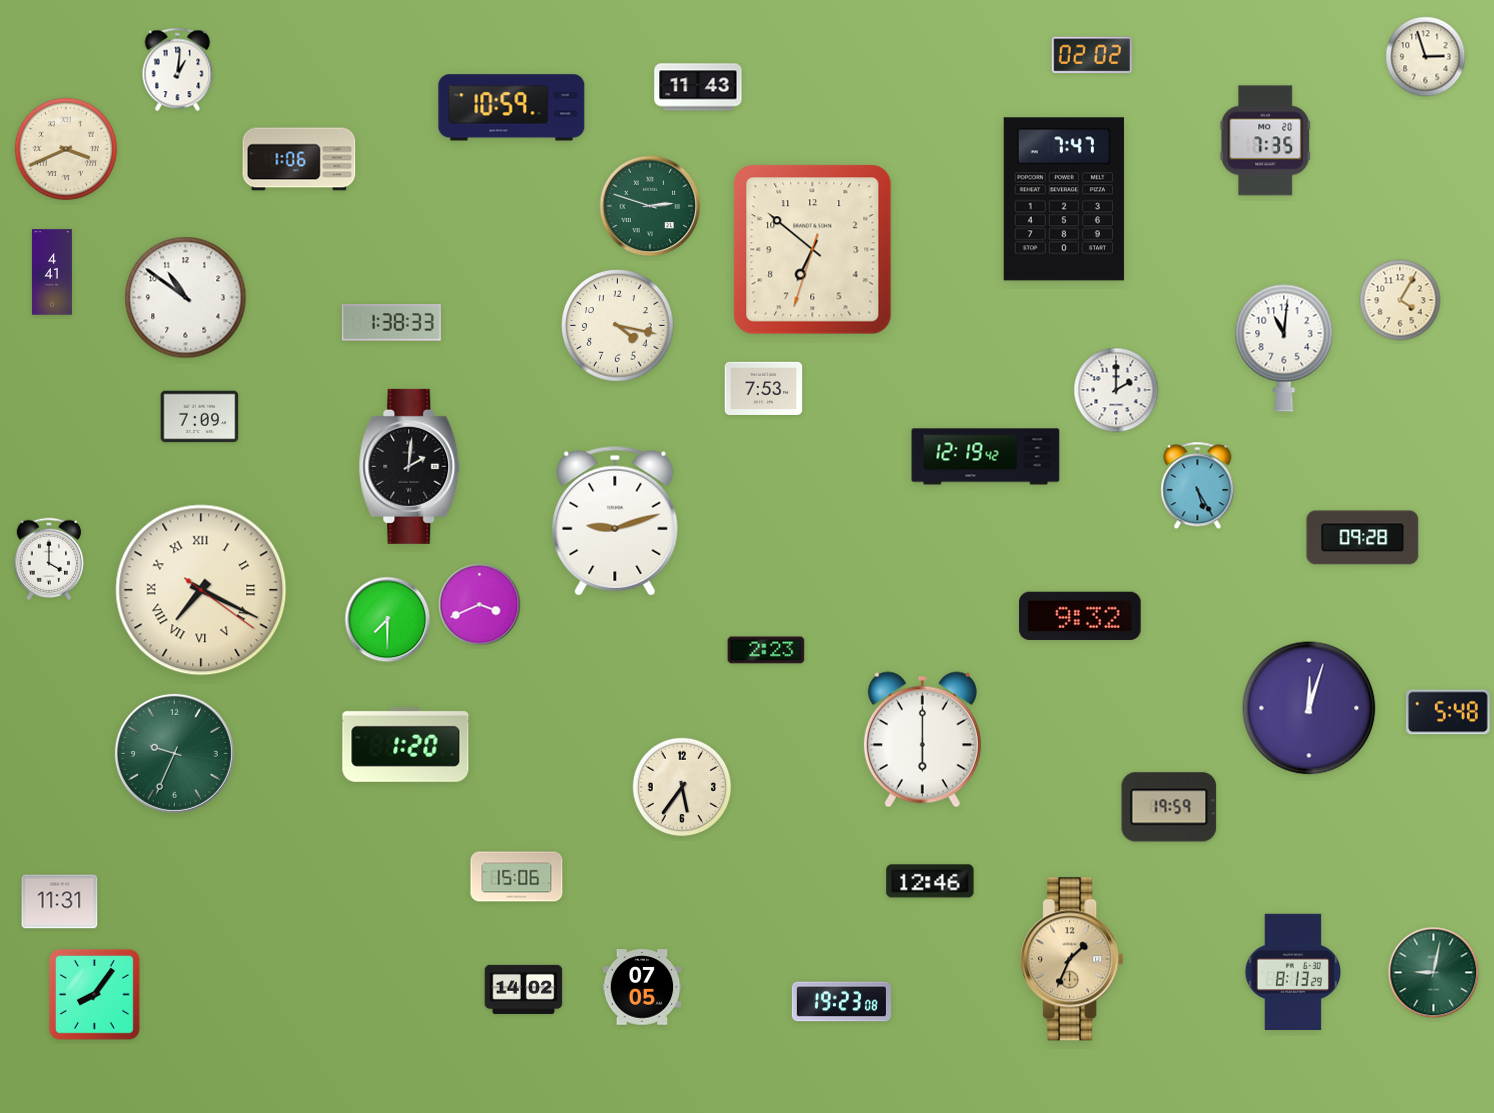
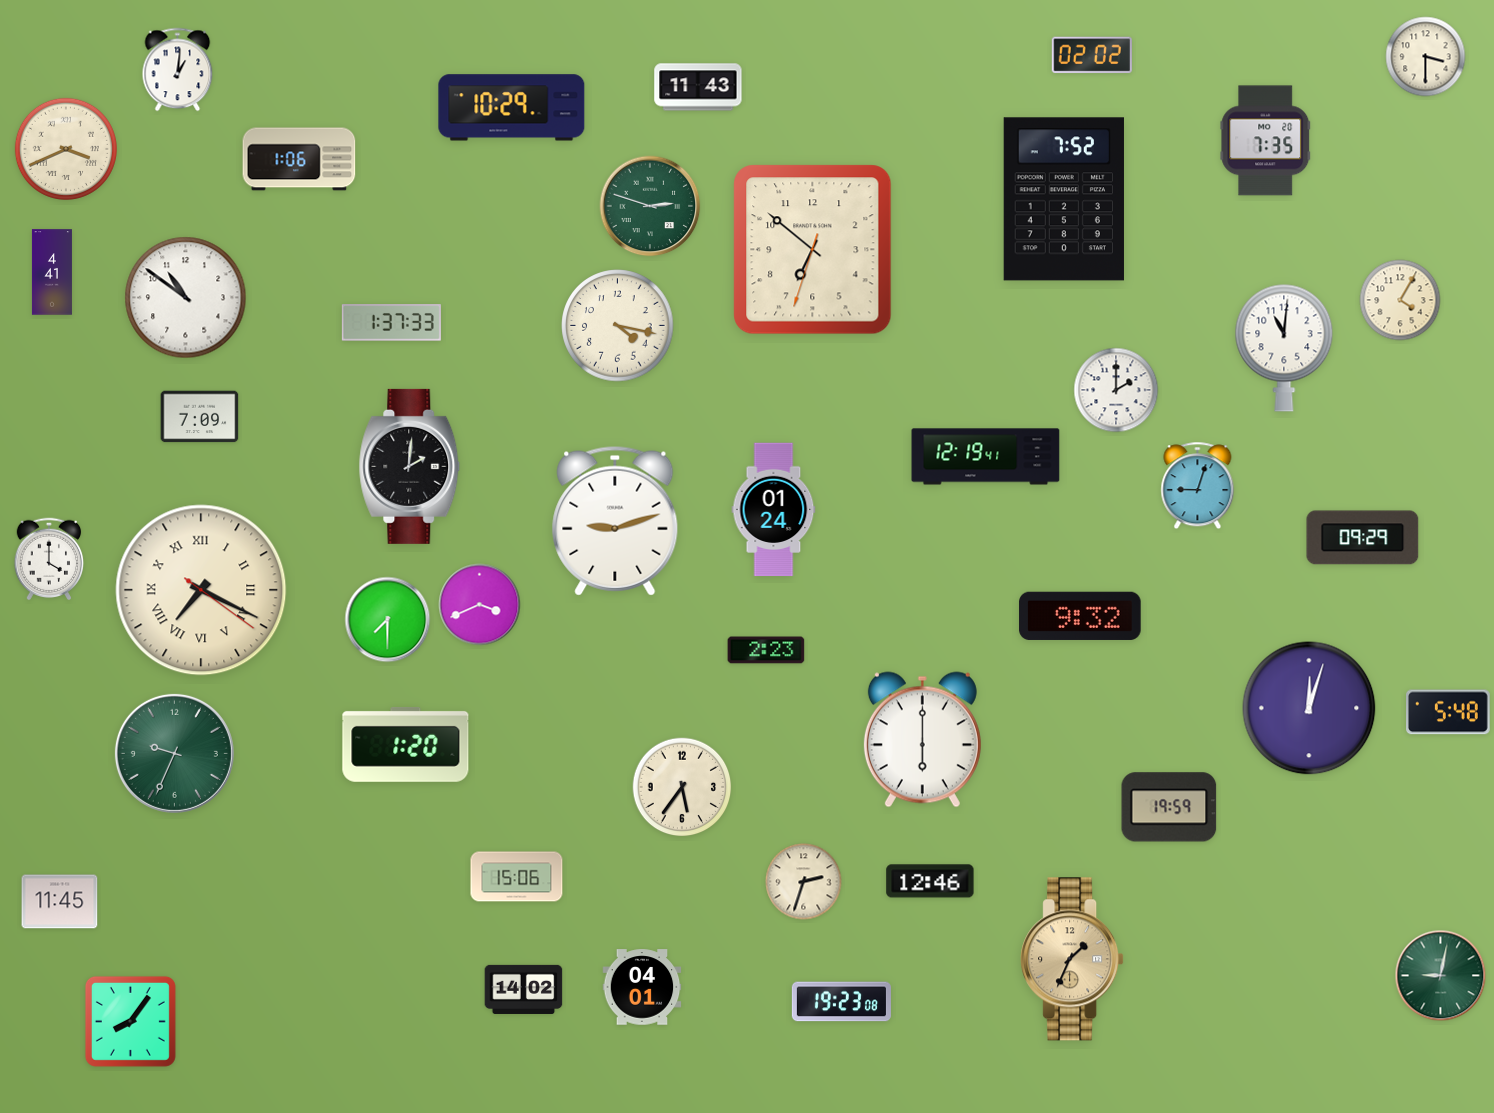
clock at (1426, 57): 2:57 -> 3:30
clock at (512, 108): 10:59 -> 10:29
clock at (1063, 199): 7:47 -> 7:52
clock at (391, 323): 1:38 -> 1:37
clock at (764, 388): 7:53 -> none
clock at (986, 457): 12:19:42 -> 12:19:41
clock at (1198, 486): 5:25 -> 9:03
clock at (774, 510): none -> 01:24
clock at (1363, 538): 09:28 -> 09:29
clock at (804, 882): none -> 2:33
clock at (60, 902): 11:31 -> 11:45
clock at (1293, 971): 8:13 -> none
clock at (1434, 973) position: (1434, 973) -> (1441, 976)
clock at (642, 987): 07:05 -> 04:01
clock at (94, 994) position: (94, 994) -> (130, 1021)
